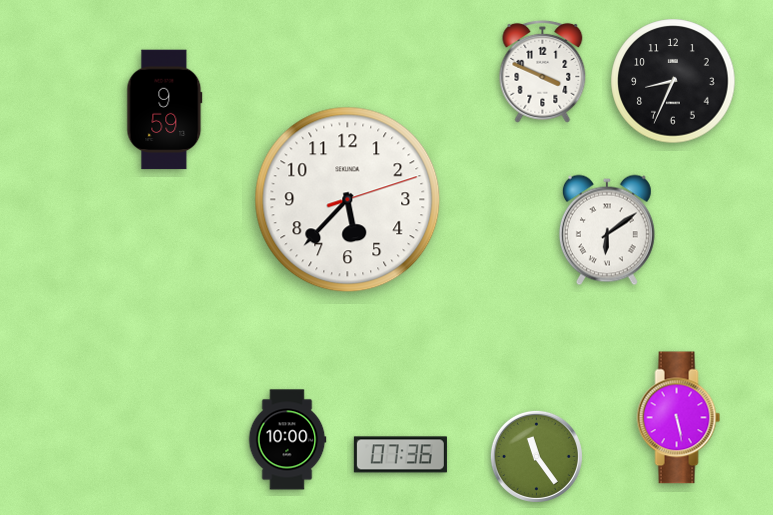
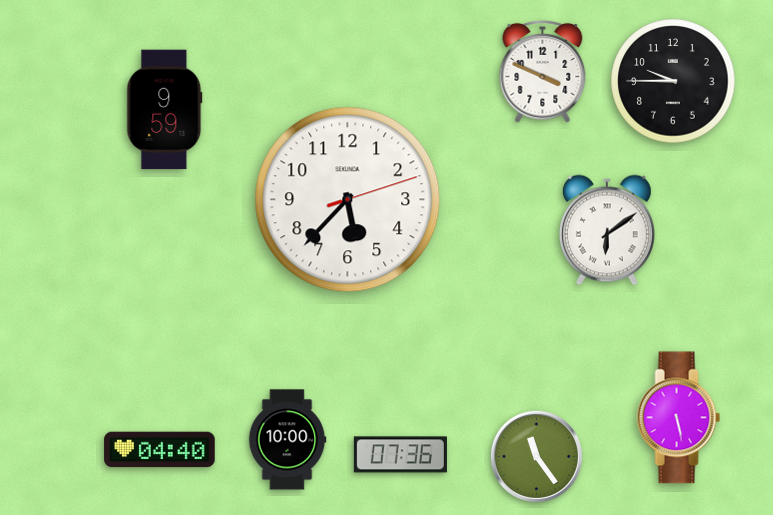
clock at (673, 81): 8:34 -> 9:45
clock at (160, 450): none -> 04:40
